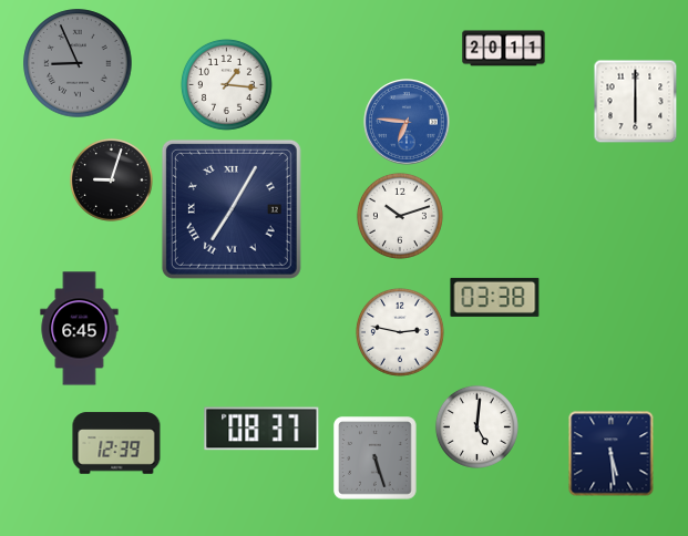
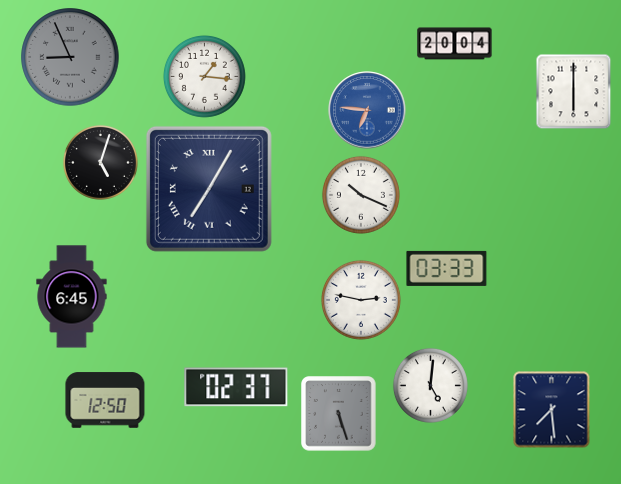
clock at (504, 49): 20:11 -> 20:04
clock at (111, 179): 9:03 -> 5:03
clock at (400, 216): 10:12 -> 10:19
clock at (495, 297): 03:38 -> 03:33
clock at (261, 429): 08:37 -> 02:37
clock at (116, 443): 12:39 -> 12:50
clock at (612, 454): 5:29 -> 7:29
